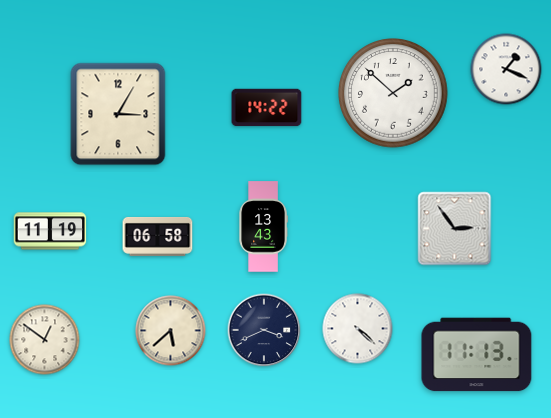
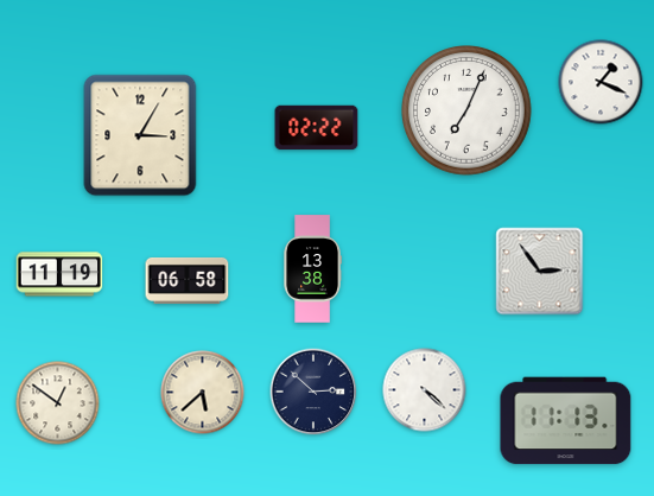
clock at (393, 93): 1:52 -> 7:04
clock at (267, 108): 14:22 -> 02:22
clock at (263, 227): 13:43 -> 13:38
clock at (264, 330): 3:41 -> 2:52
clock at (45, 340) position: (45, 340) -> (58, 403)
